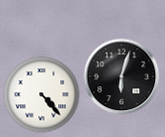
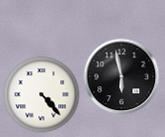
clock at (122, 77): 6:03 -> 5:58
